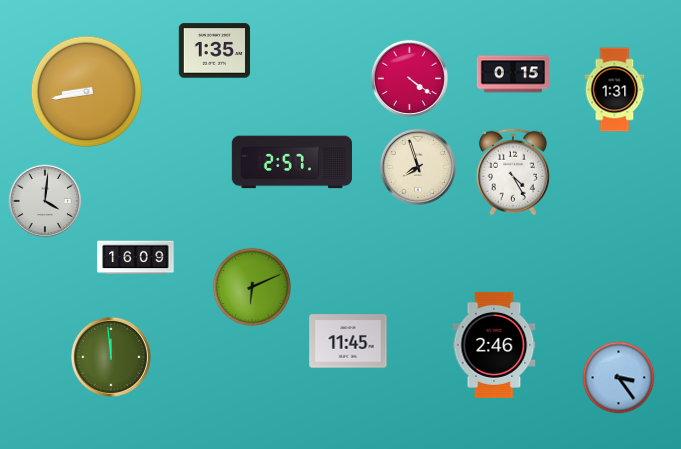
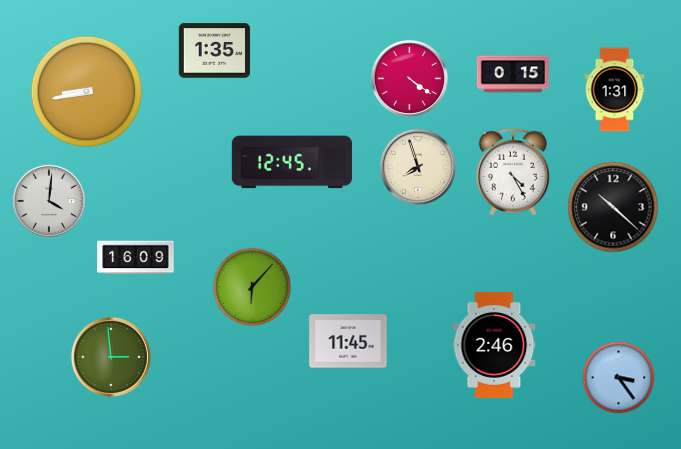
clock at (292, 162): 2:57 -> 12:45
clock at (45, 201) position: (45, 201) -> (49, 201)
clock at (613, 207): none -> 10:22
clock at (252, 287): 6:11 -> 6:07
clock at (111, 357): 11:59 -> 2:59
